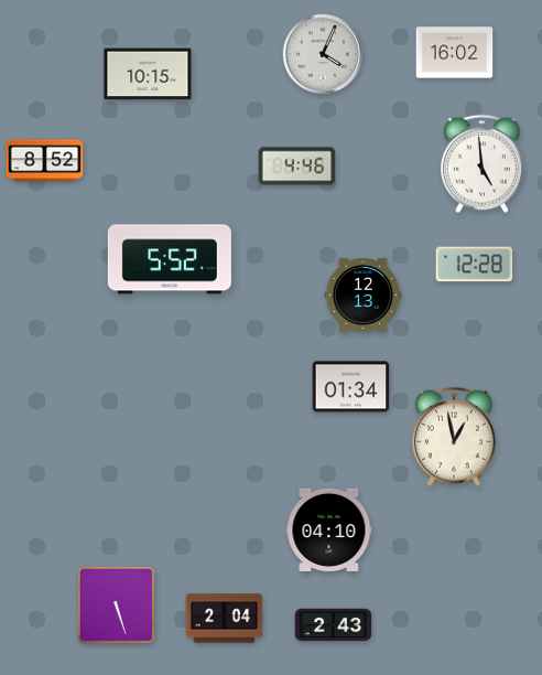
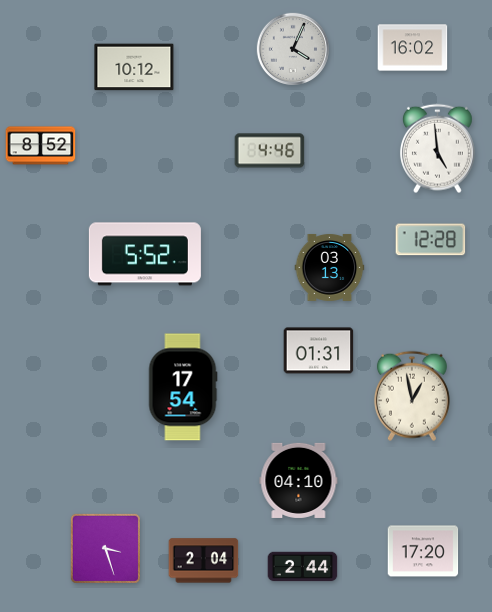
clock at (148, 74): 10:15 -> 10:12
clock at (170, 259) position: (170, 259) -> (145, 254)
clock at (364, 294): 12:13 -> 03:13
clock at (351, 387): 01:34 -> 01:31
clock at (183, 387): none -> 17:54
clock at (116, 604): 5:27 -> 3:27
clock at (423, 551): none -> 17:20
clock at (334, 625): 2:43 -> 2:44
